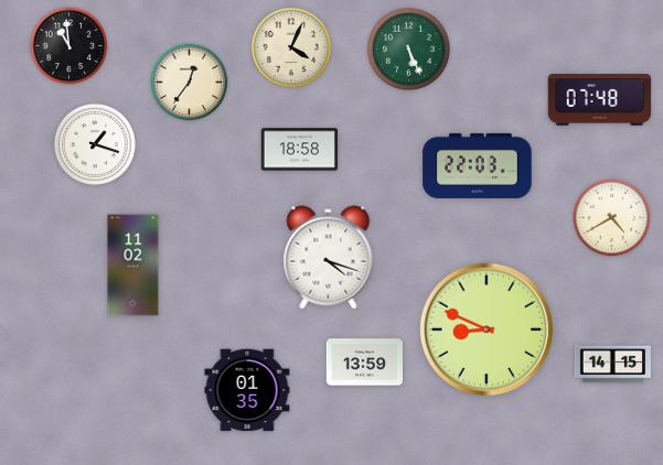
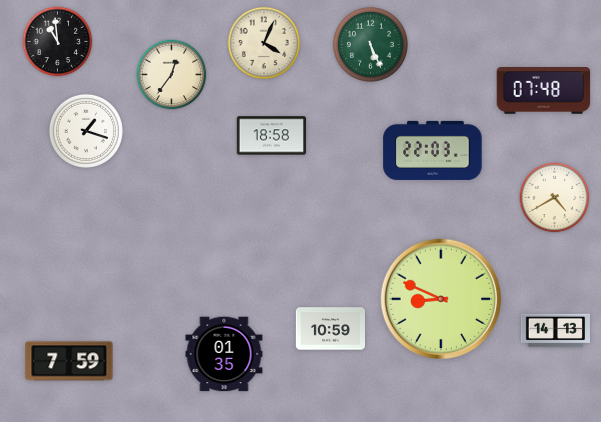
clock at (69, 46) position: (69, 46) -> (58, 42)
clock at (329, 258): 4:18 -> none
clock at (133, 266): 11:02 -> none
clock at (364, 363): 13:59 -> 10:59
clock at (612, 365): 14:15 -> 14:13
clock at (69, 361): none -> 7:59
